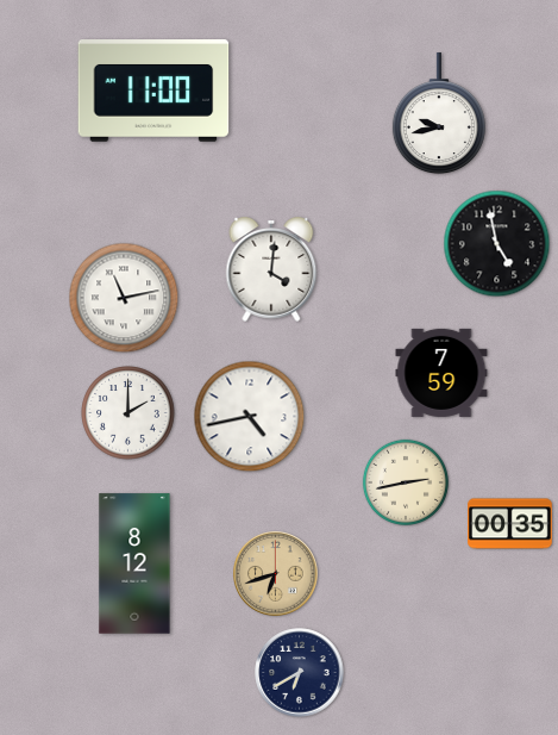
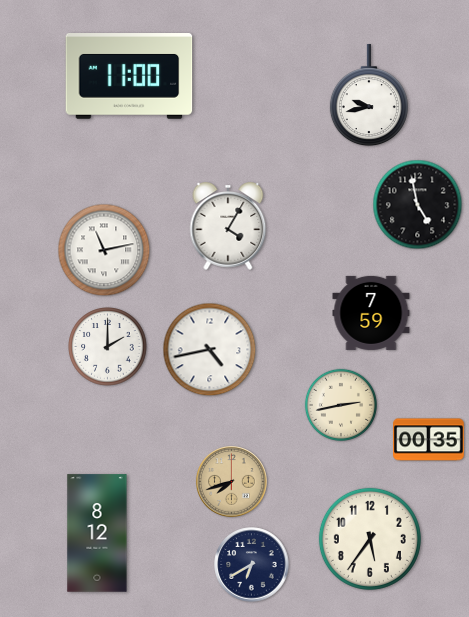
clock at (271, 269): 4:01 -> 4:05
clock at (134, 563) position: (134, 563) -> (97, 533)
clock at (276, 574): 6:42 -> 7:42
clock at (370, 539): none -> 5:36
